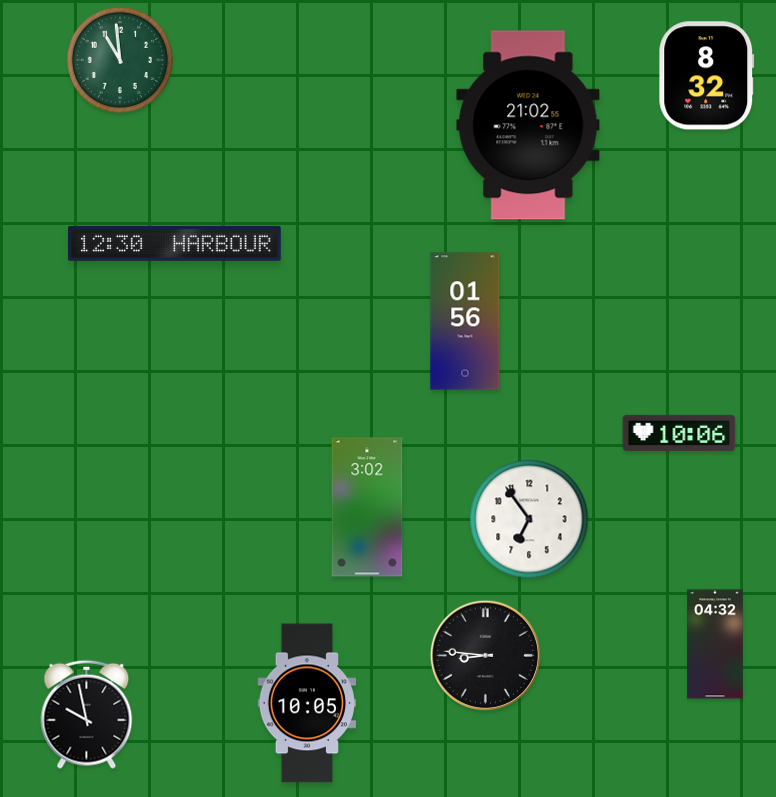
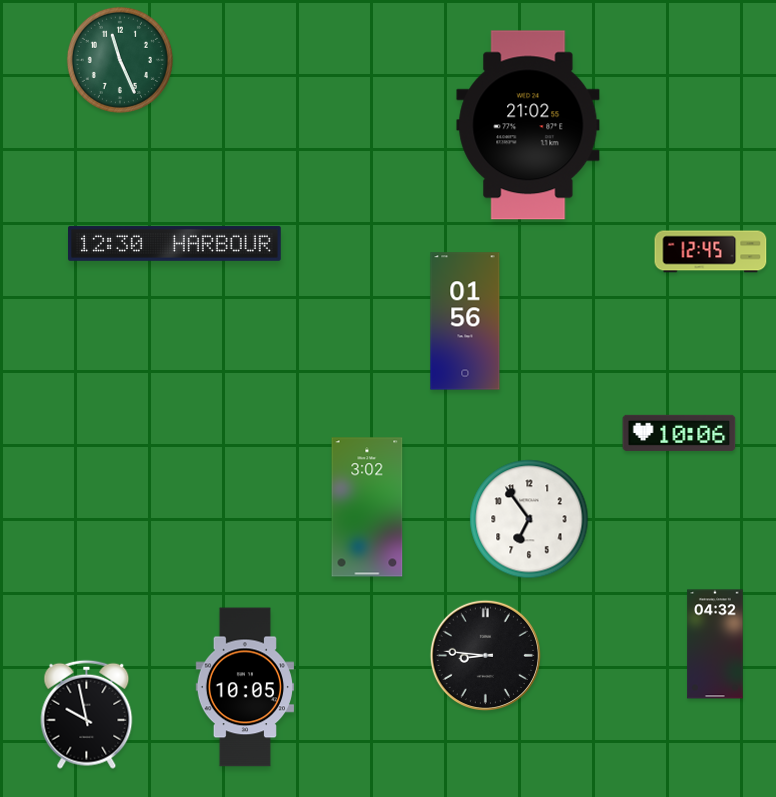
clock at (120, 60): 10:59 -> 11:26
clock at (707, 76): 8:32 -> none
clock at (711, 252): none -> 12:45
clock at (306, 703) position: (306, 703) -> (244, 687)
